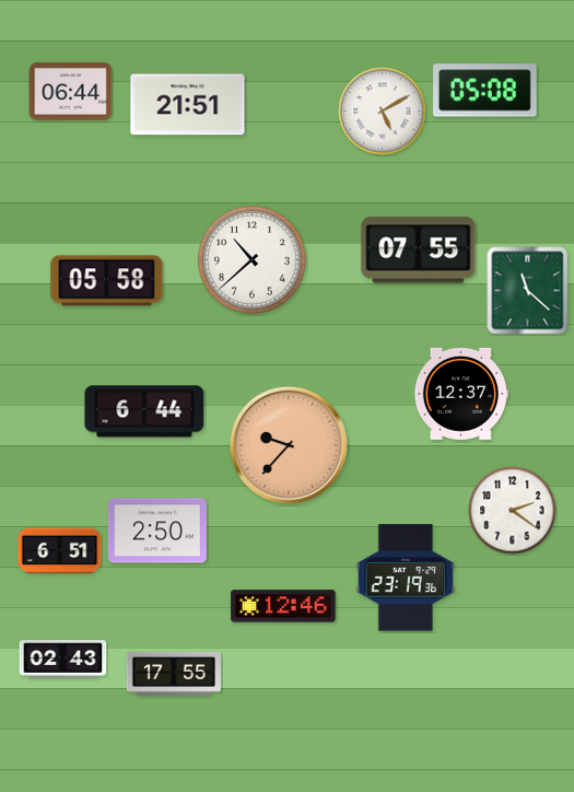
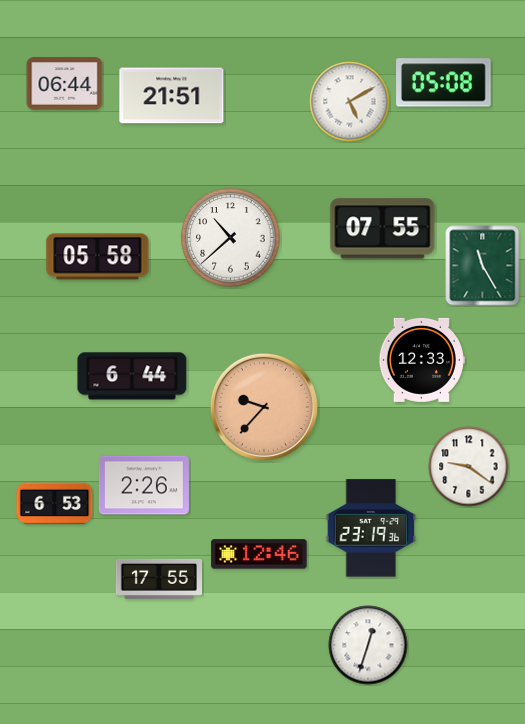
clock at (528, 291): 11:22 -> 11:25
clock at (461, 394): 12:37 -> 12:33
clock at (513, 511): 2:21 -> 9:21
clock at (157, 531): 2:50 -> 2:26
clock at (60, 551): 6:51 -> 6:53
clock at (63, 660): 02:43 -> none
clock at (173, 674) position: (173, 674) -> (158, 579)
clock at (368, 645): none -> 12:33
